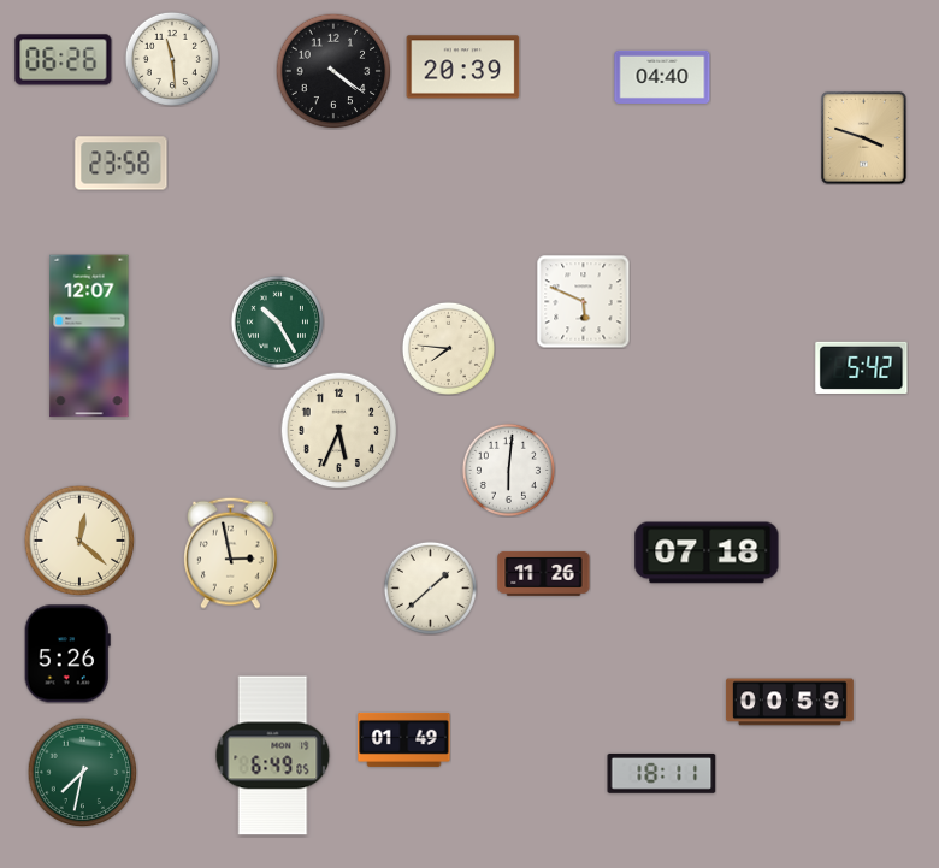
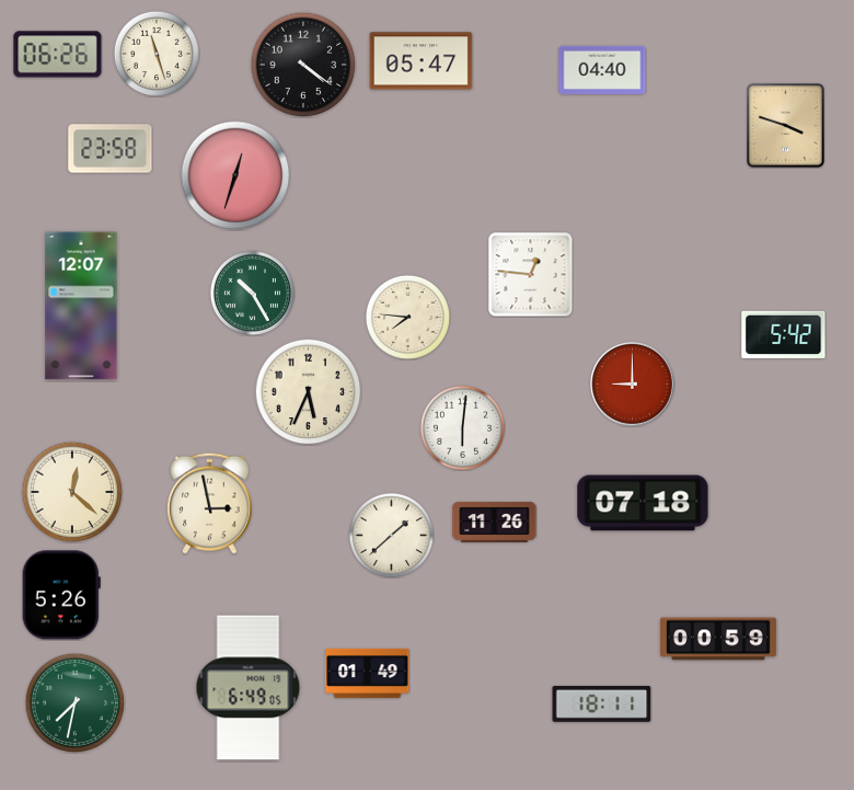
clock at (172, 59): 11:29 -> 11:27
clock at (463, 67): 20:39 -> 05:47
clock at (235, 175): none -> 12:33
clock at (583, 301): 5:49 -> 12:46
clock at (633, 385): none -> 9:00
